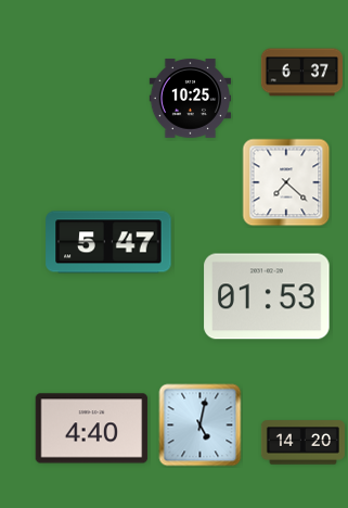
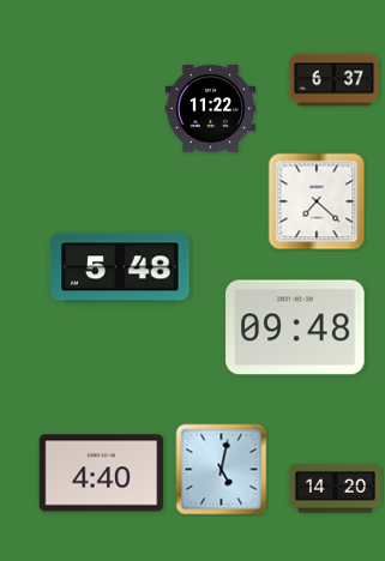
clock at (190, 99): 10:25 -> 11:22
clock at (108, 242): 5:47 -> 5:48
clock at (267, 296): 01:53 -> 09:48
